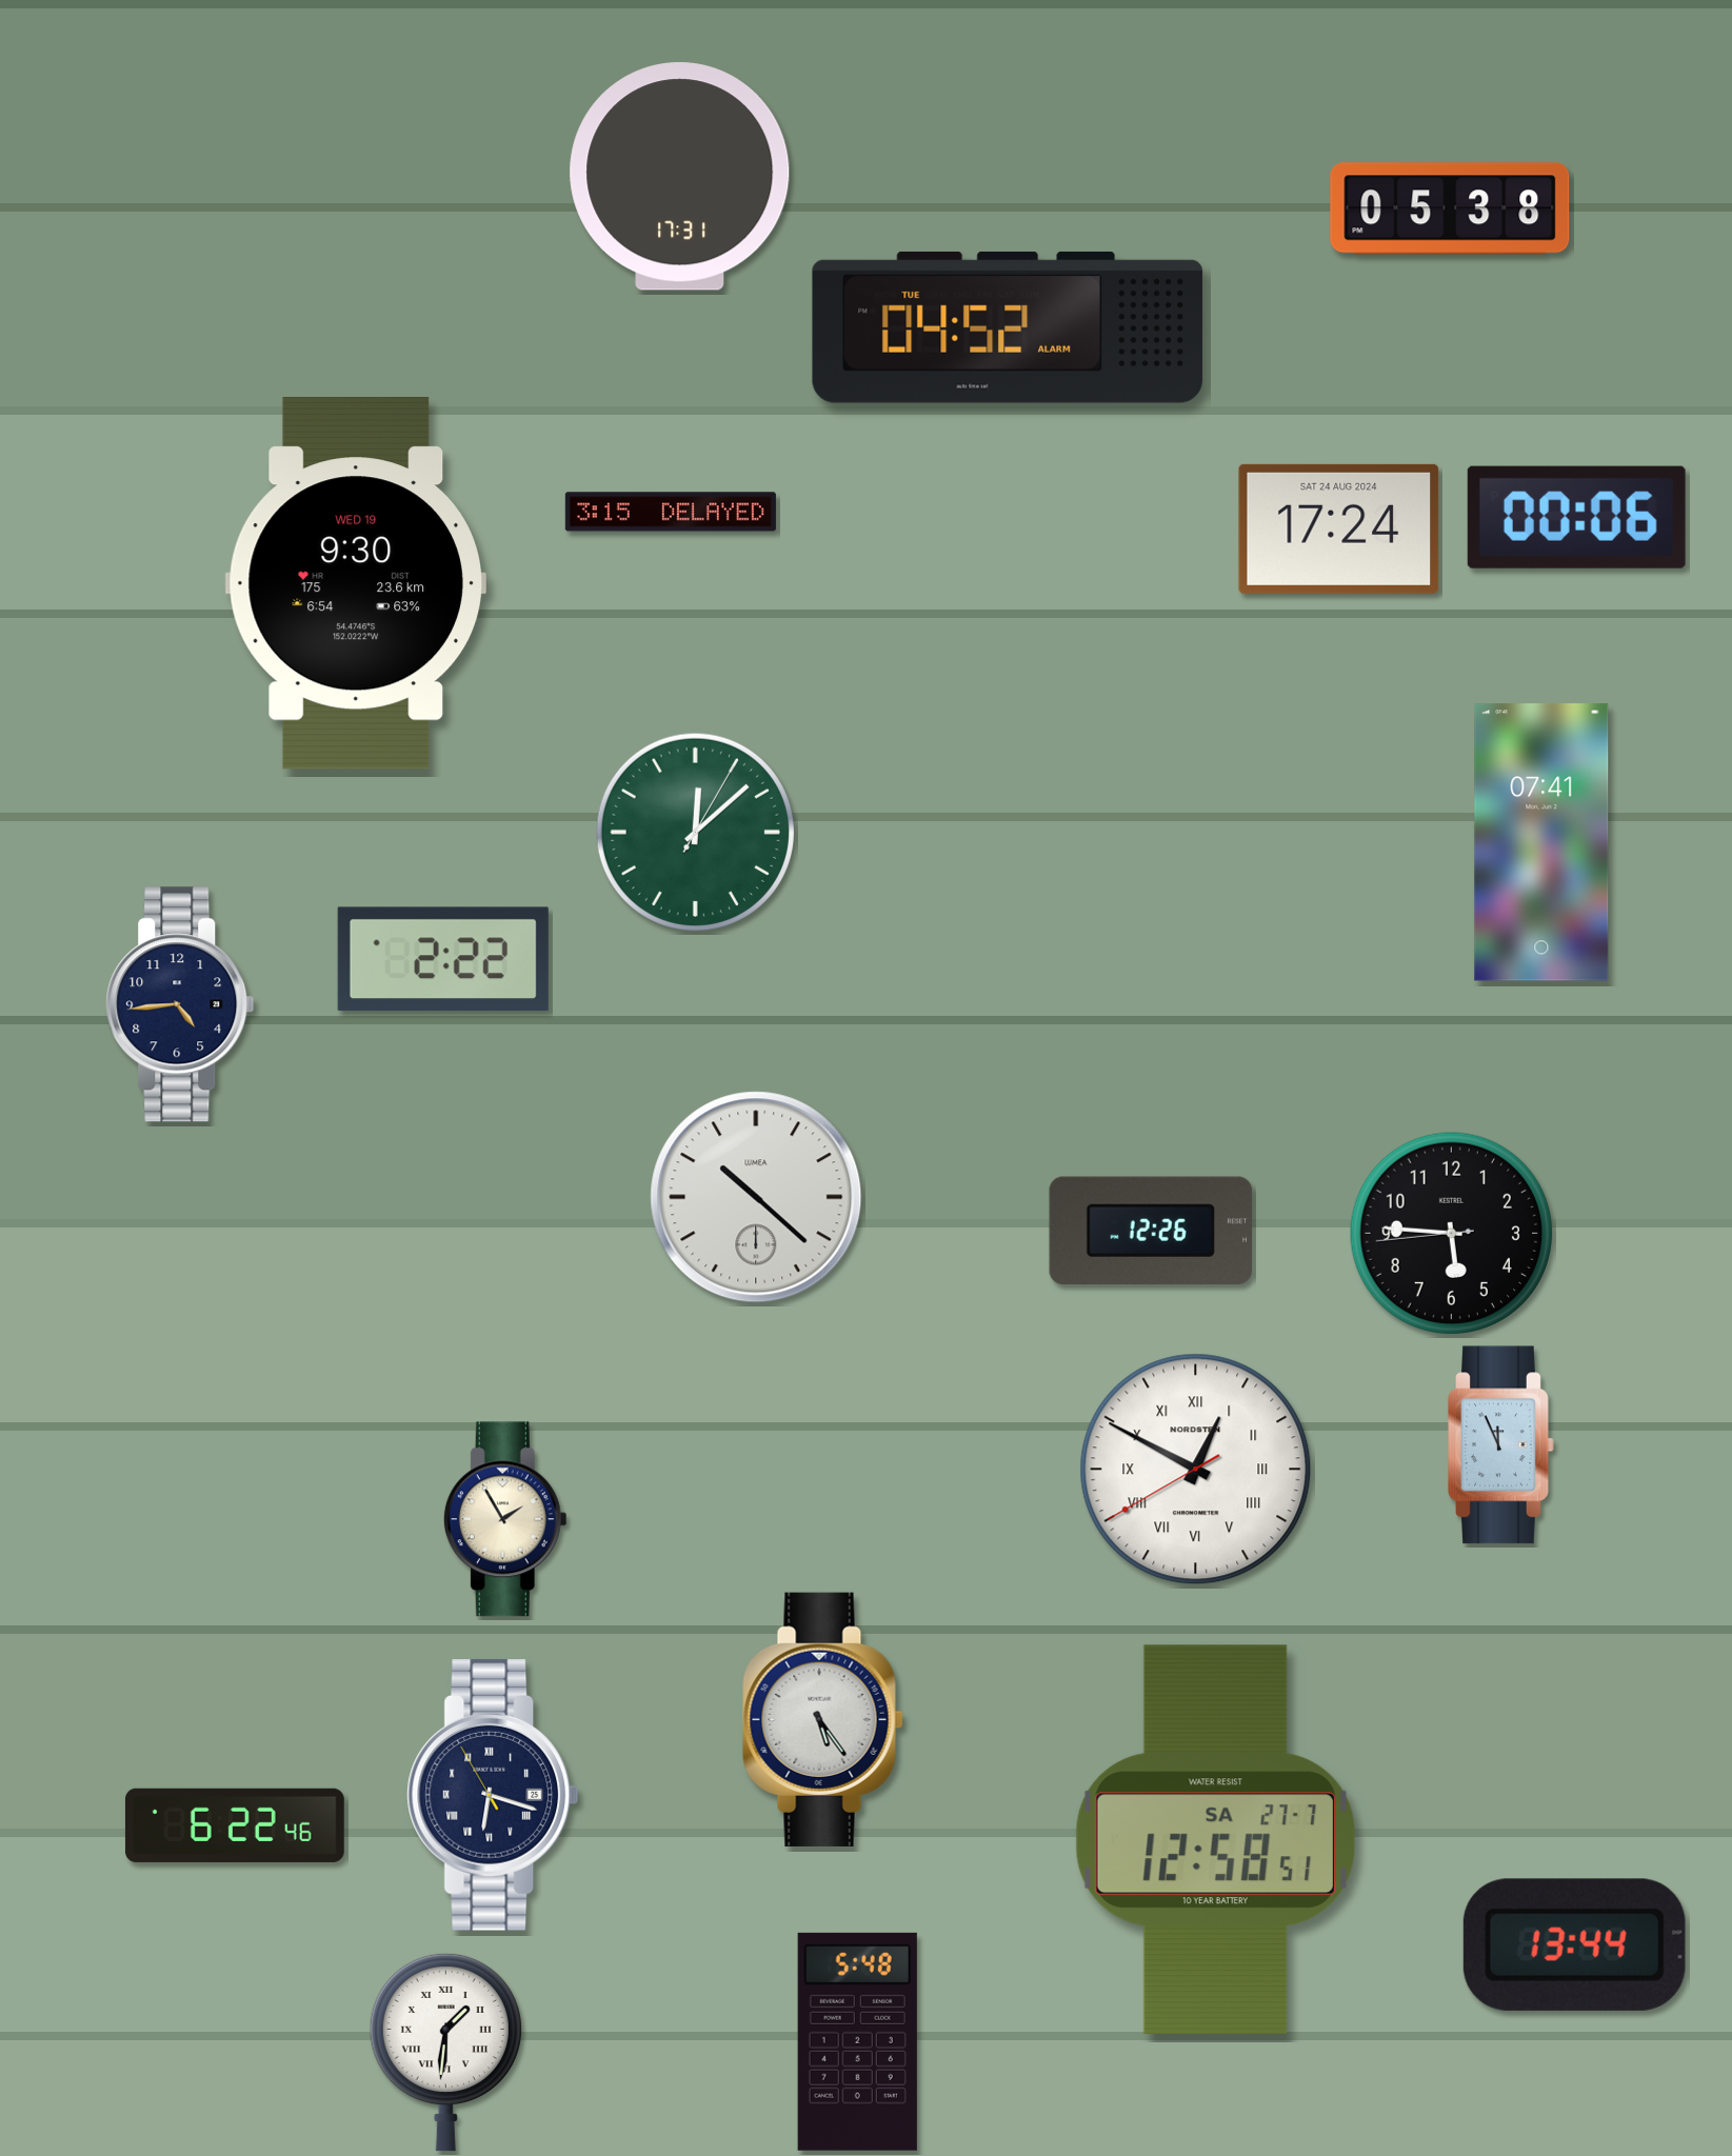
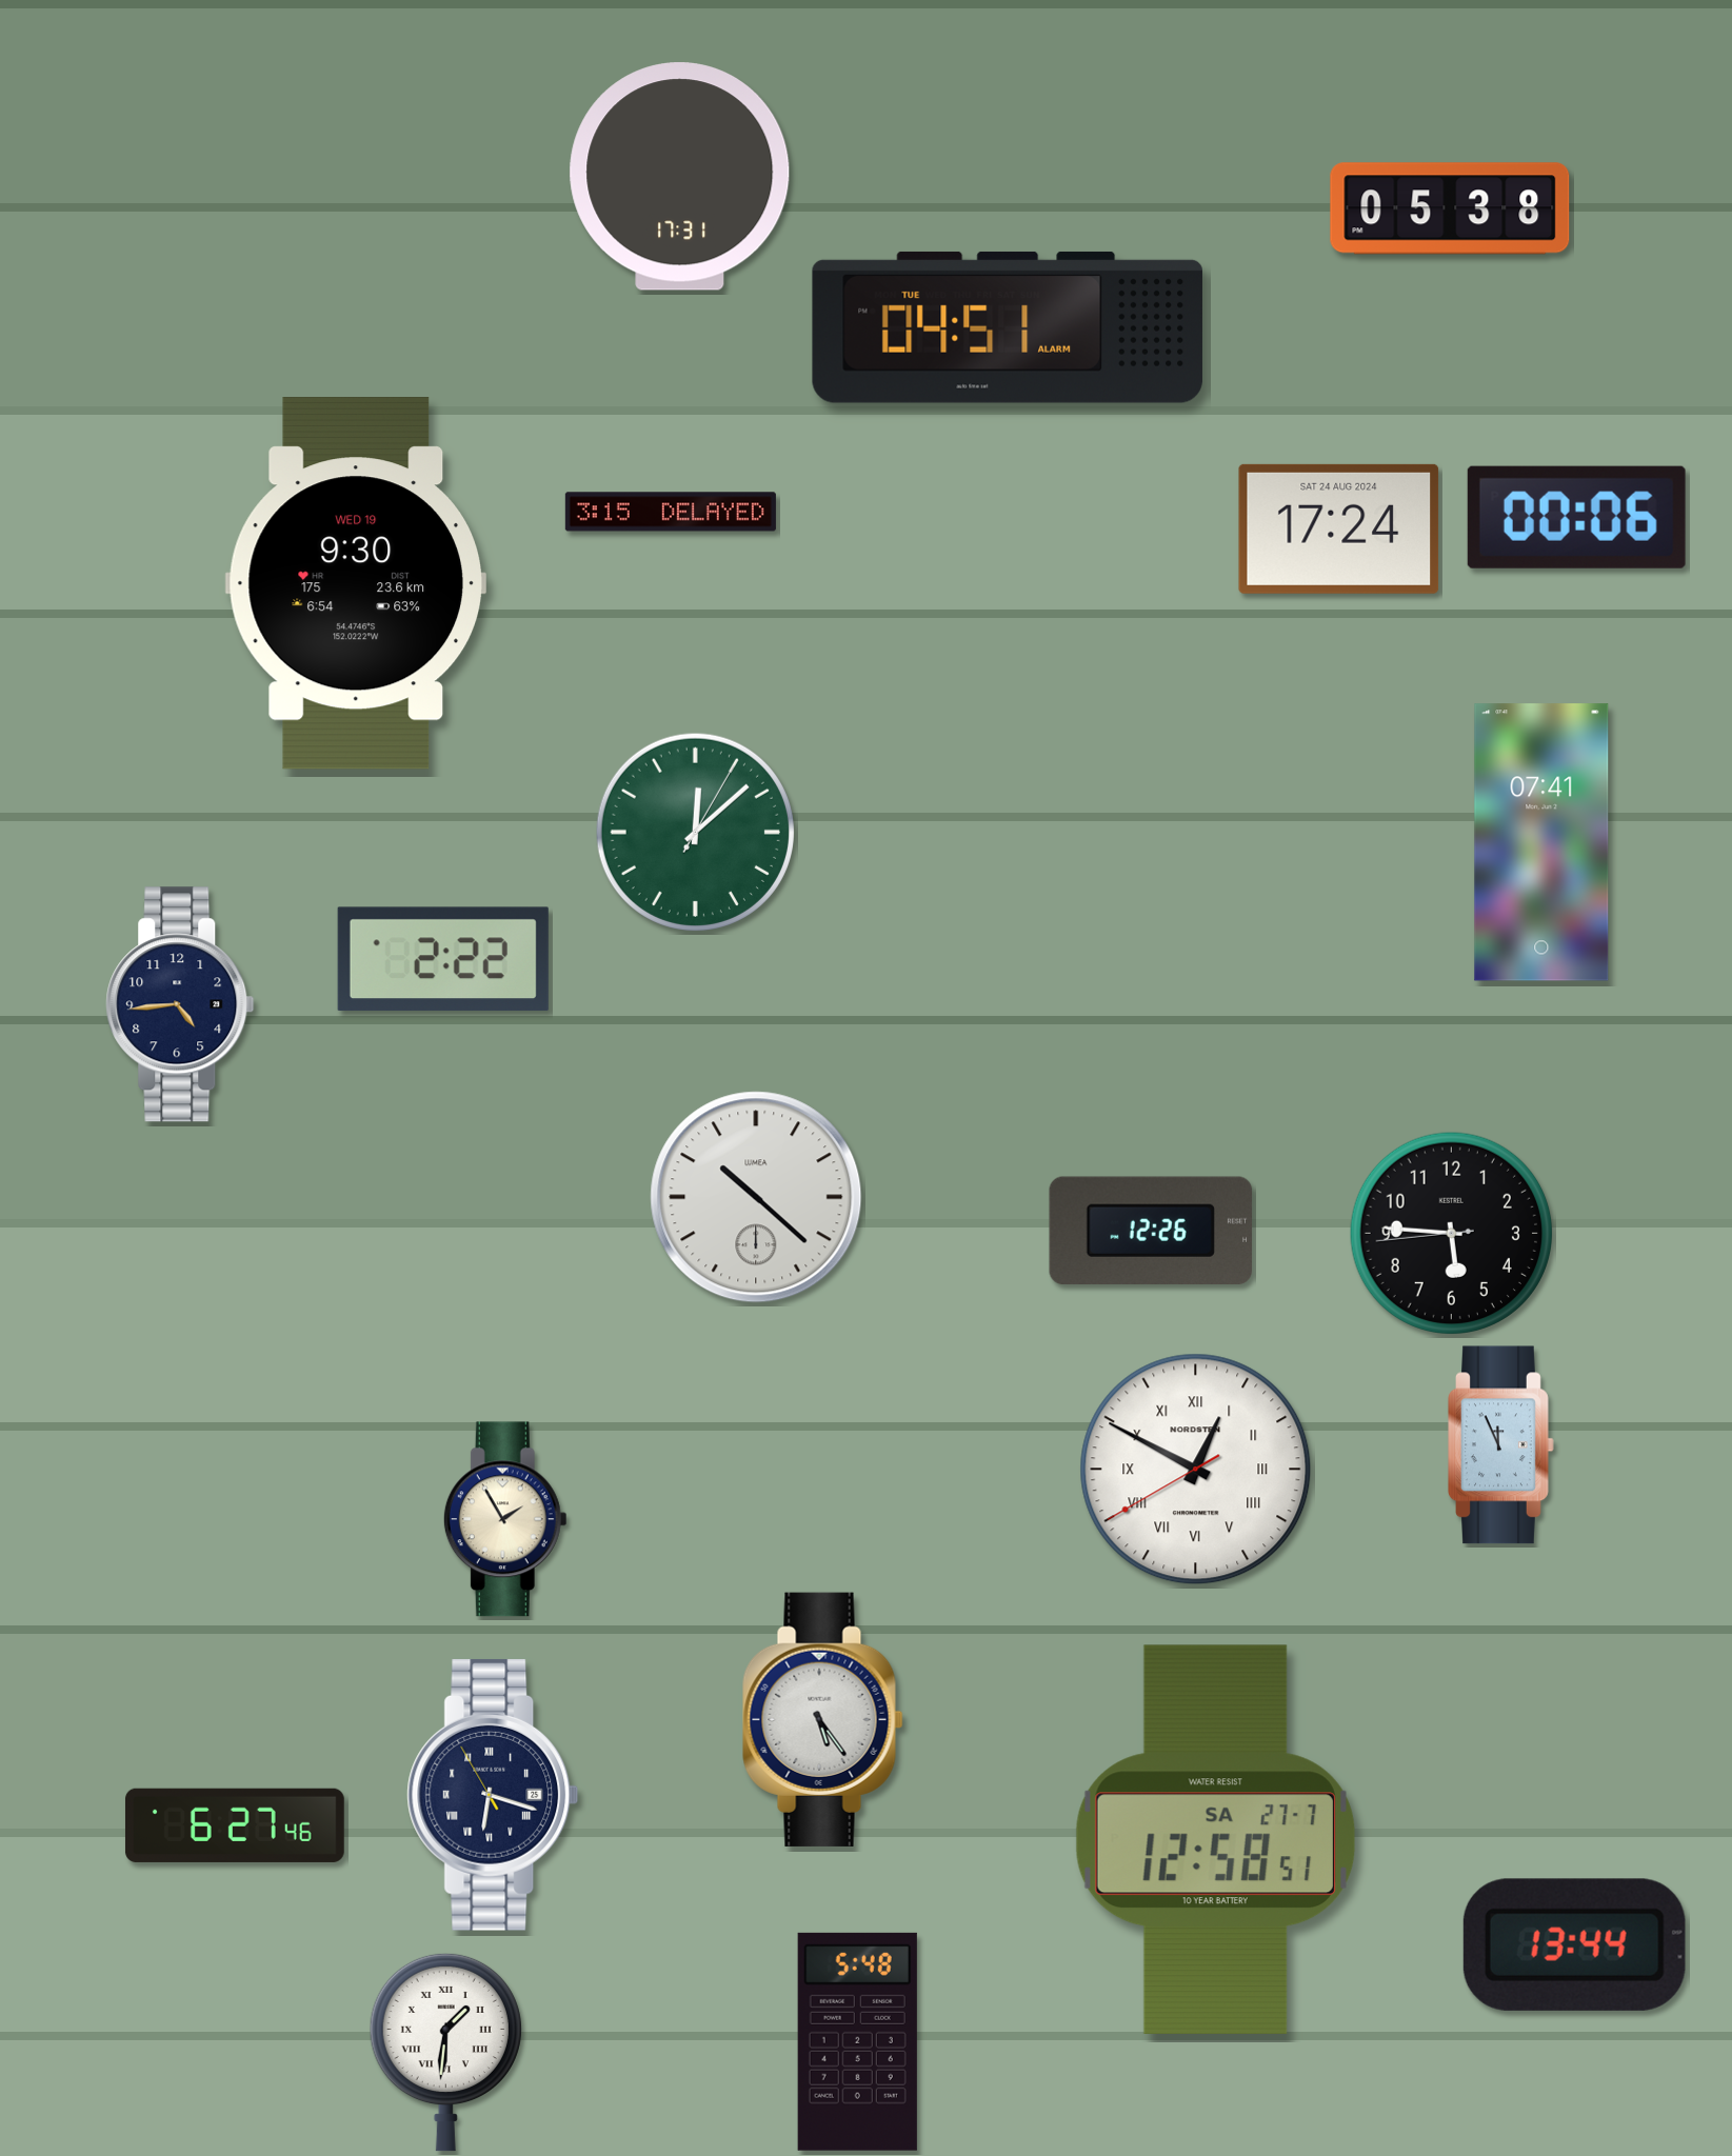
clock at (1008, 327): 04:52 -> 04:51
clock at (235, 1825): 6:22 -> 6:27
